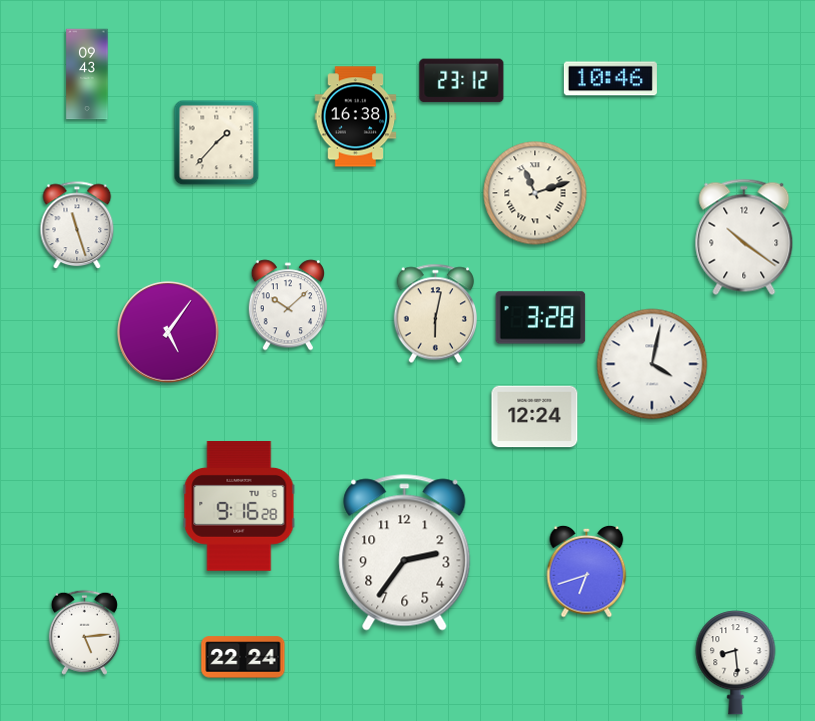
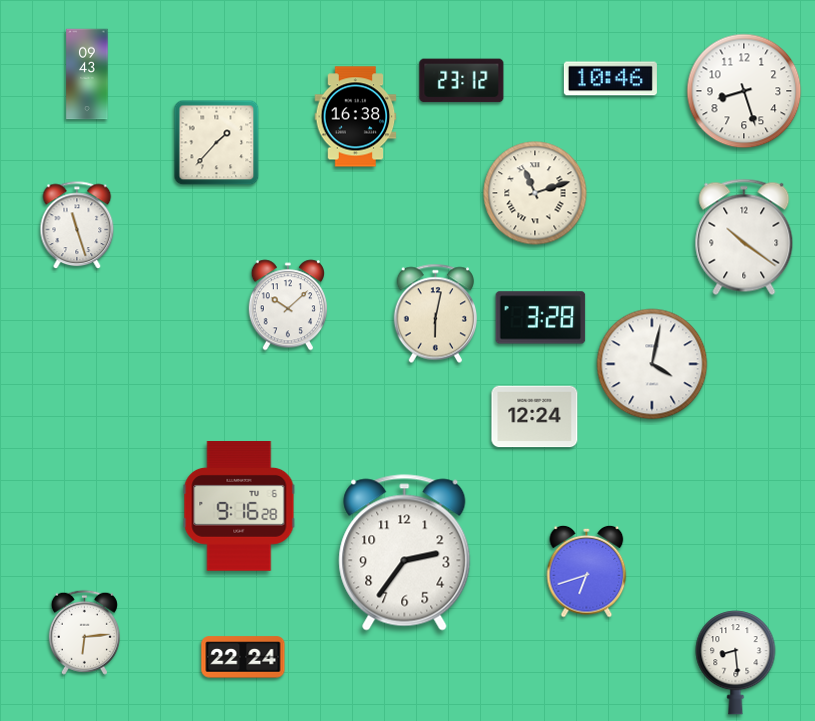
clock at (744, 91): none -> 8:27
clock at (168, 332): 5:06 -> none
clock at (84, 632): 5:14 -> 6:14
